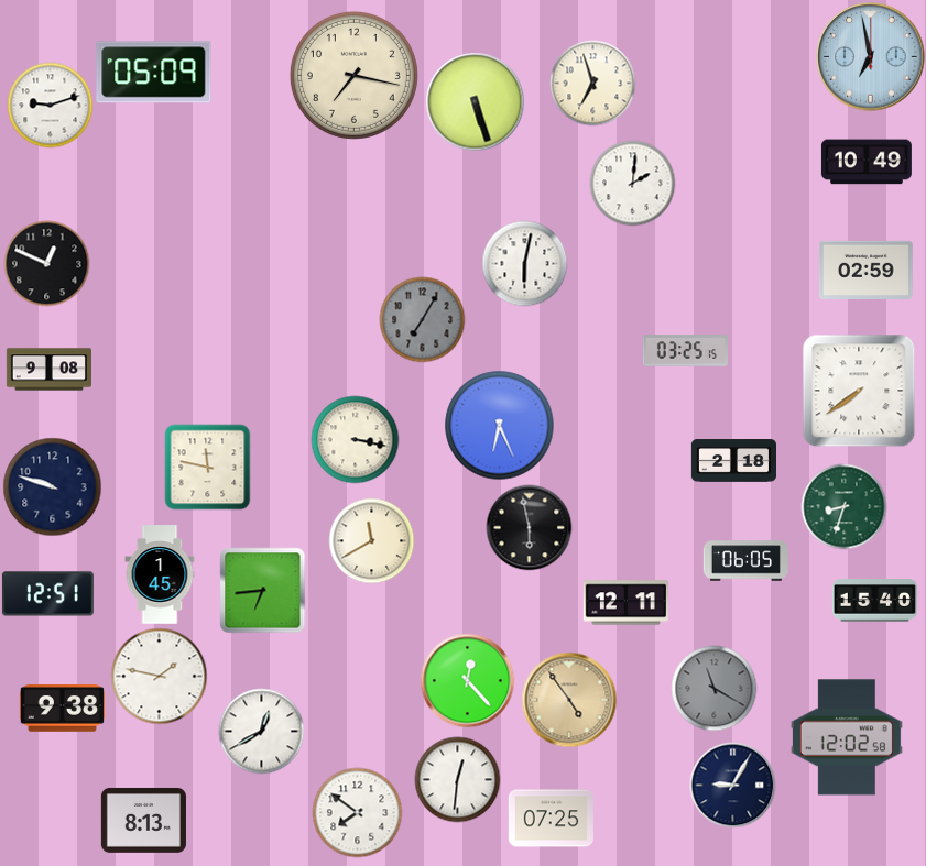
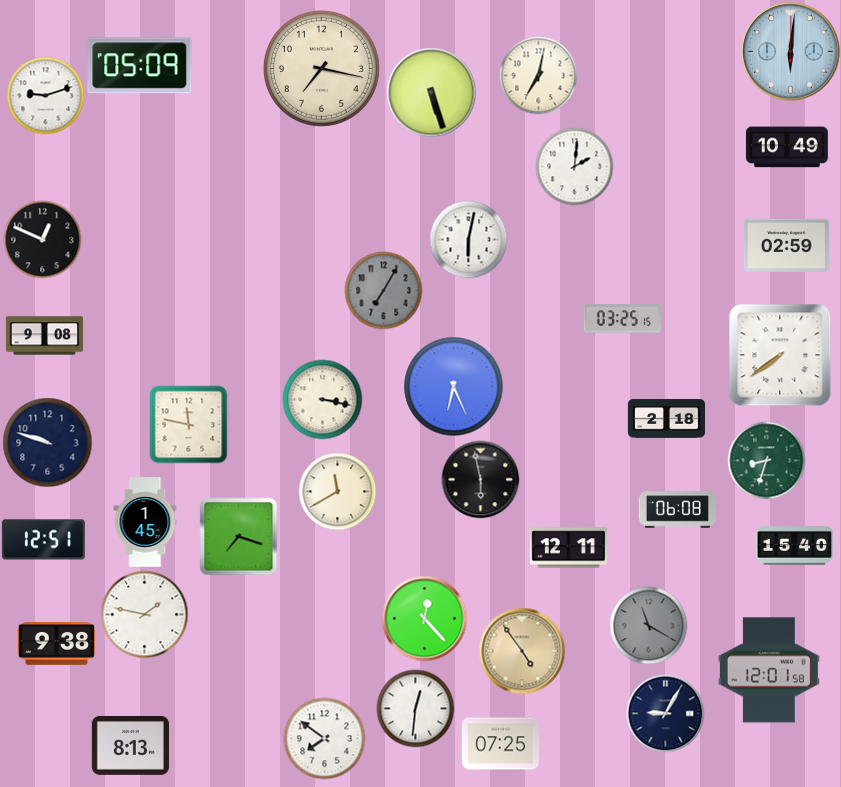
clock at (871, 57): 6:58 -> 6:01
clock at (592, 83): 6:57 -> 7:02
clock at (524, 263) position: (524, 263) -> (468, 239)
clock at (745, 561): 06:05 -> 06:08
clock at (262, 590): 6:44 -> 7:18
clock at (569, 700) position: (569, 700) -> (522, 651)
clock at (261, 731): 12:40 -> none
clock at (847, 737): 12:02 -> 12:01
